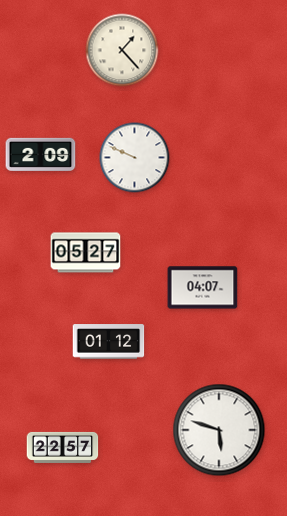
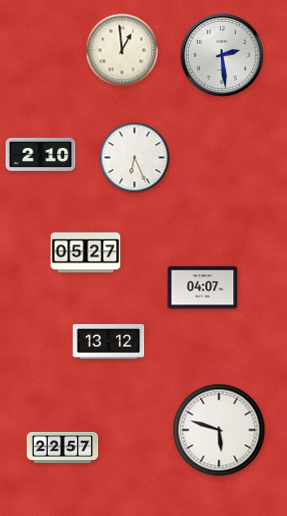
clock at (122, 50): 1:23 -> 12:59
clock at (222, 55): none -> 2:29
clock at (41, 154): 2:09 -> 2:10
clock at (135, 158): 9:49 -> 6:26
clock at (109, 342): 01:12 -> 13:12
